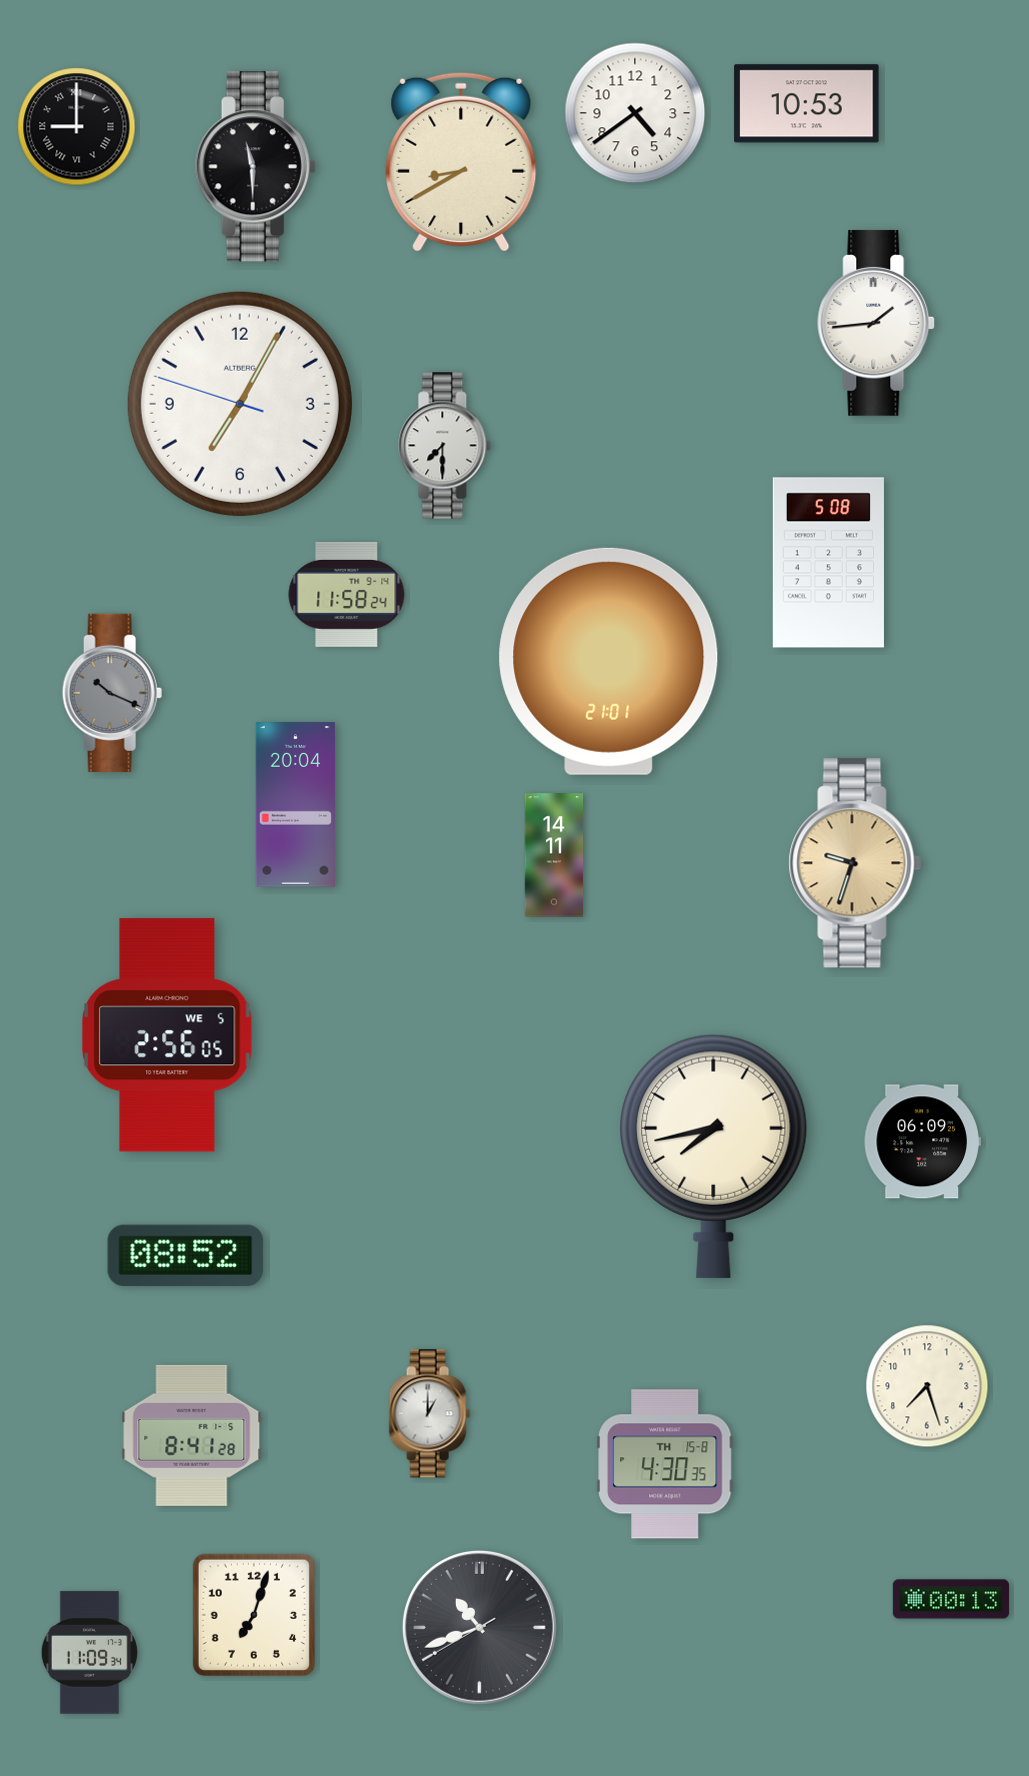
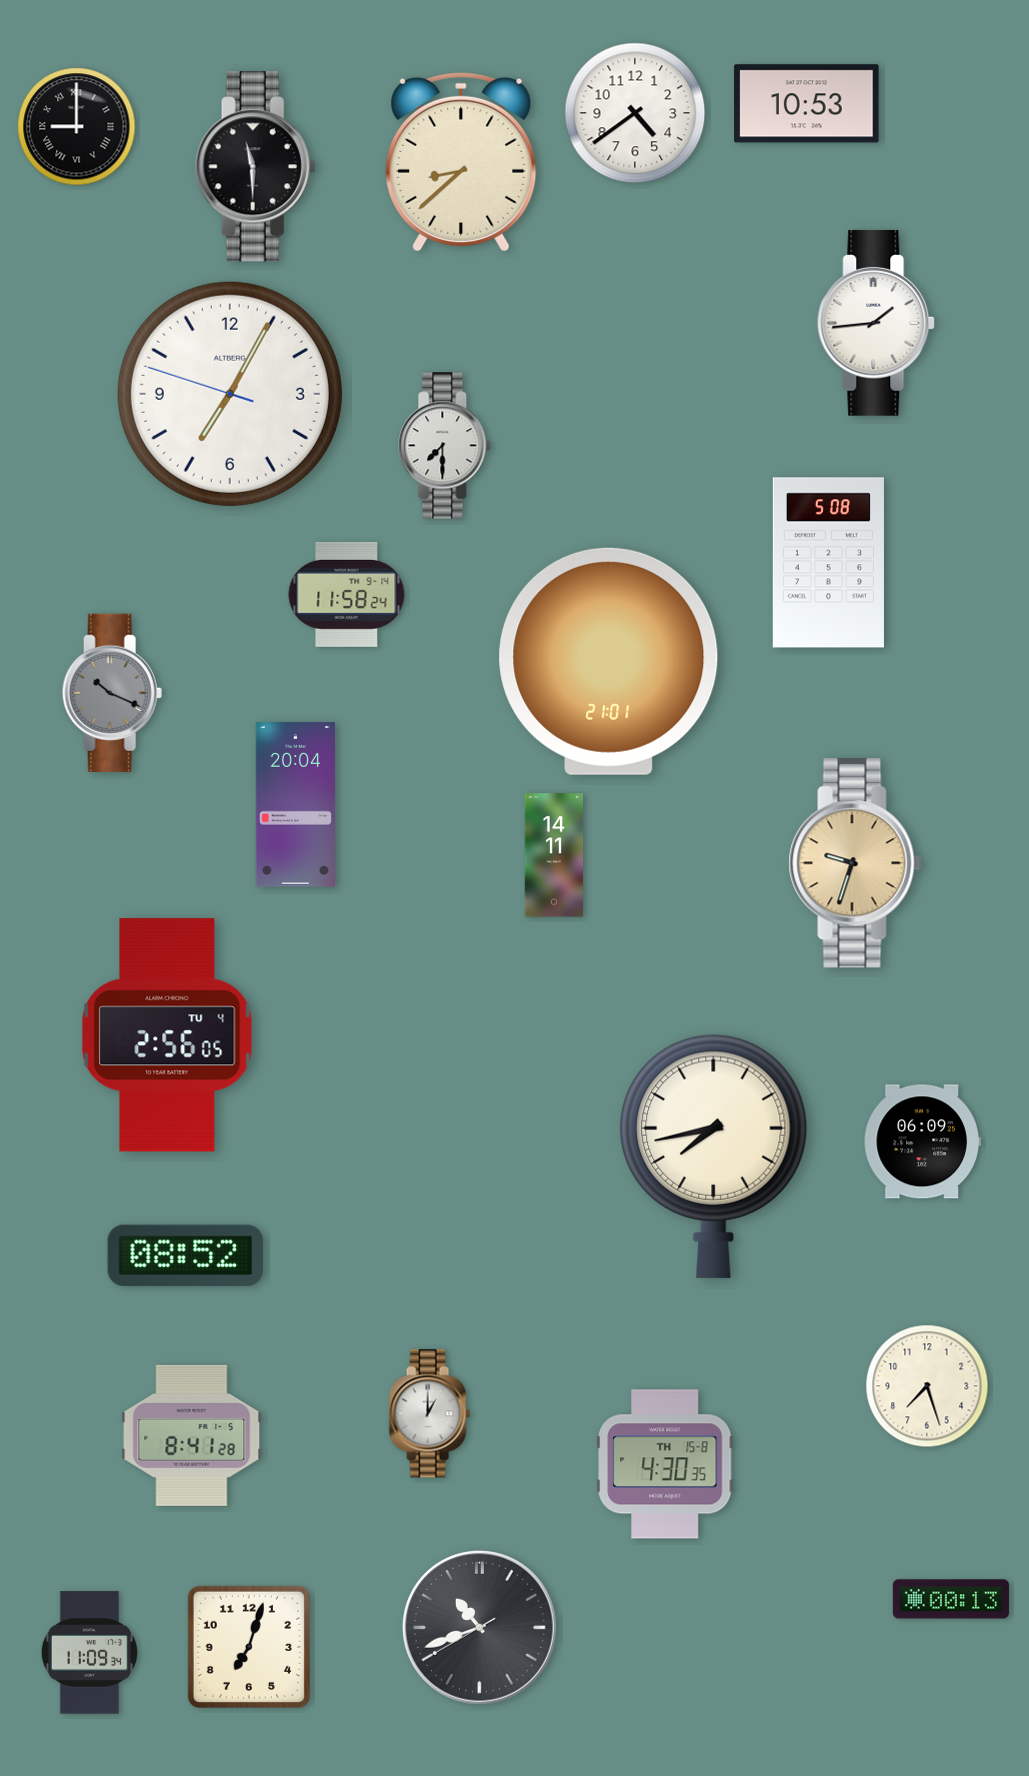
clock at (461, 162): 8:40 -> 8:38
clock at (240, 404) position: (240, 404) -> (230, 394)
clock at (167, 1035) date: WE 5 -> TU 4
clock at (254, 1615) position: (254, 1615) -> (249, 1647)
